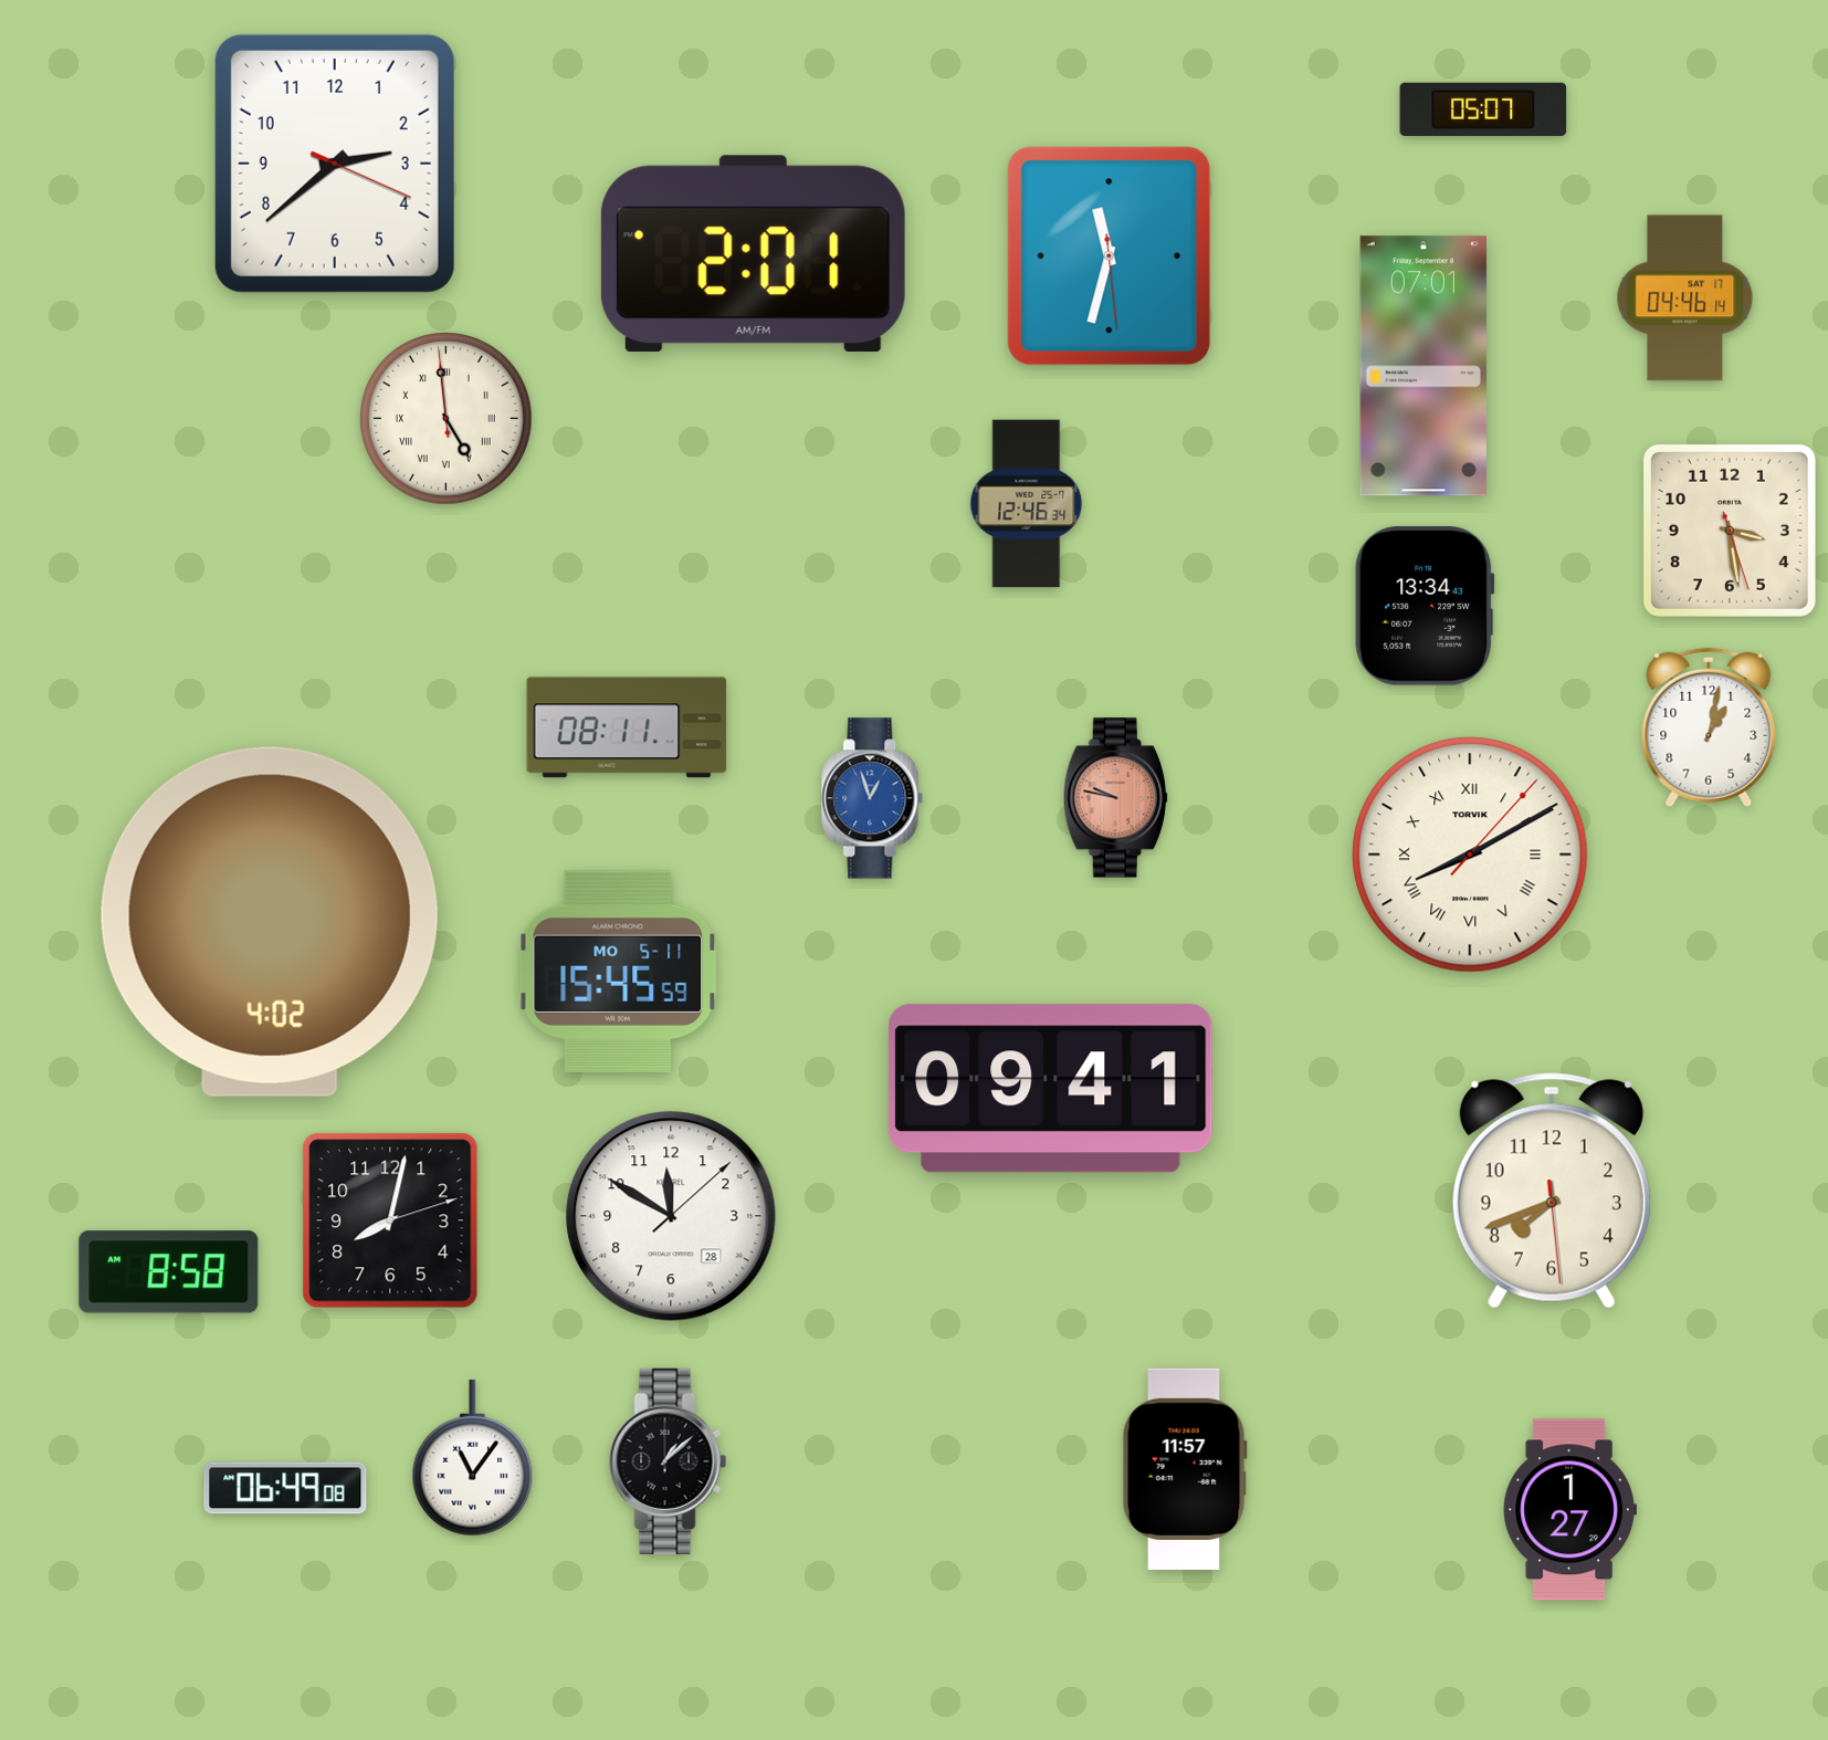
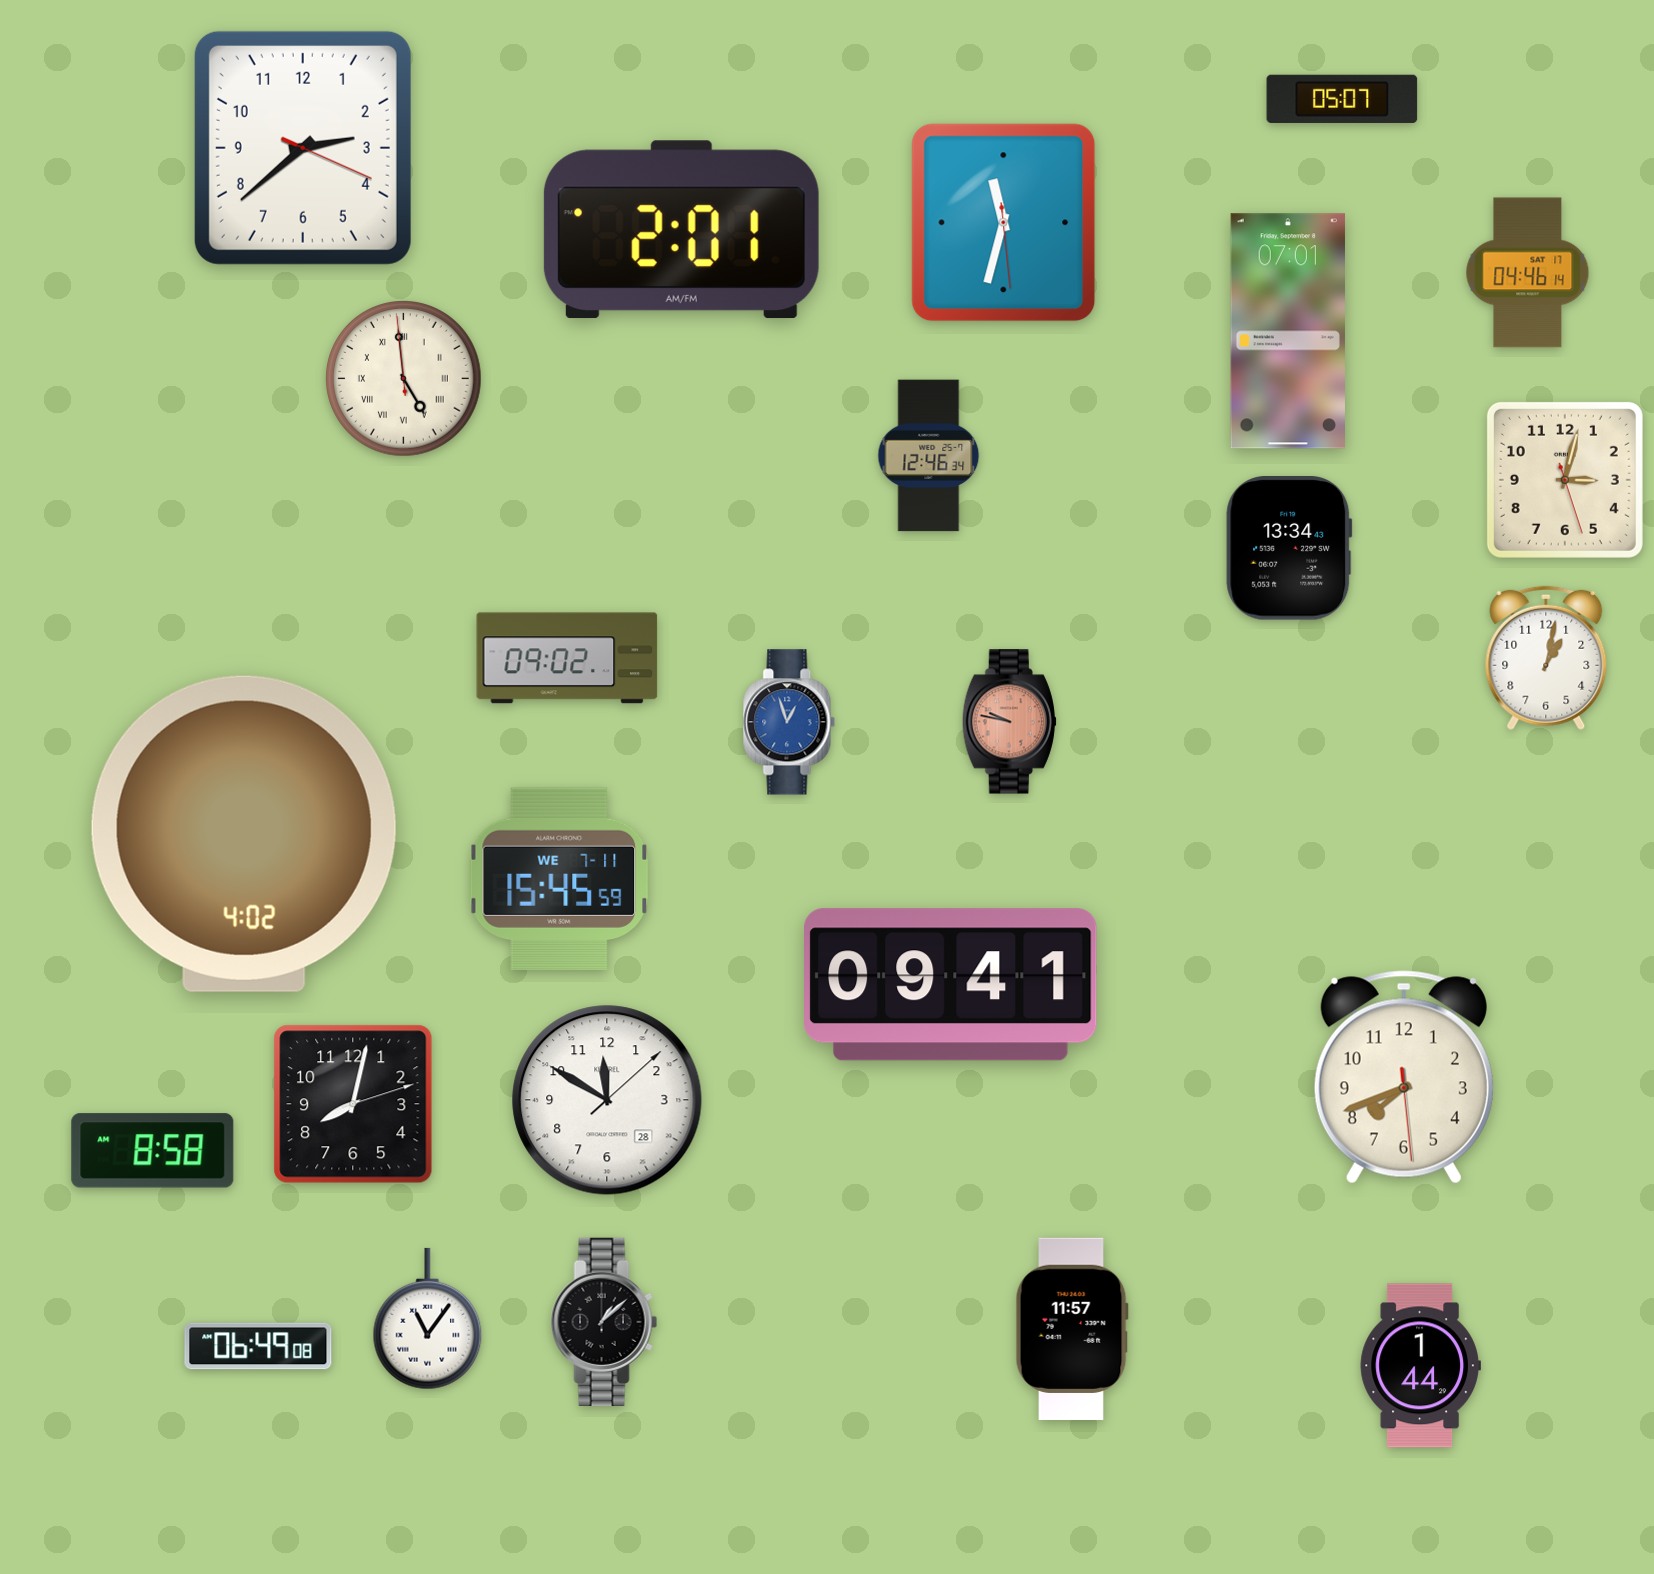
clock at (1110, 256) position: (1110, 256) -> (1004, 223)
clock at (1685, 298) position: (1685, 298) -> (1528, 273)
clock at (1730, 531): 3:28 -> 3:02
clock at (627, 727): 08:11 -> 09:02
clock at (1470, 855): 8:10 -> none
clock at (618, 972) date: MO 5-11 -> WE 7-11
clock at (1569, 1510): 1:27 -> 1:44
